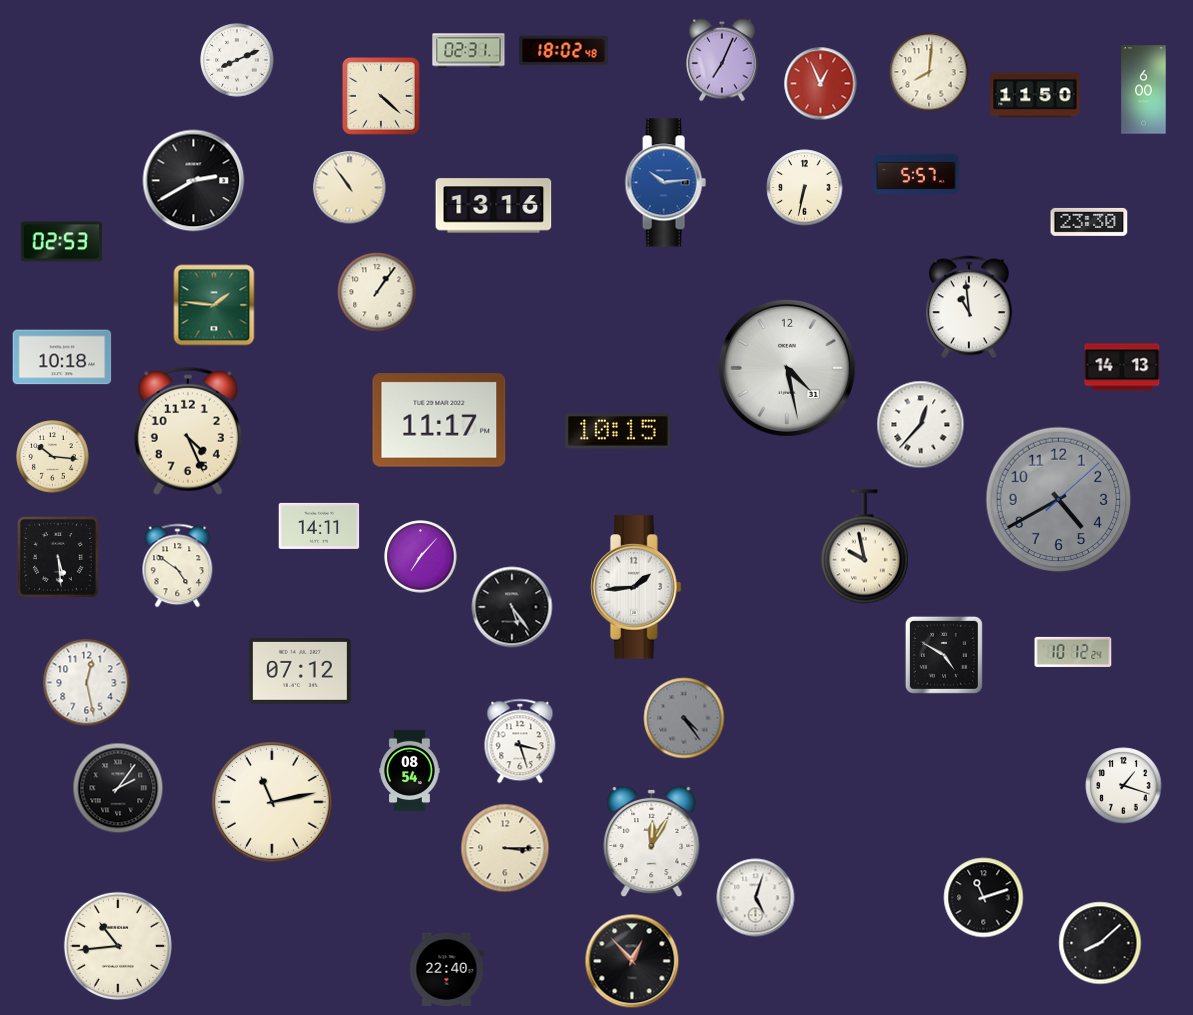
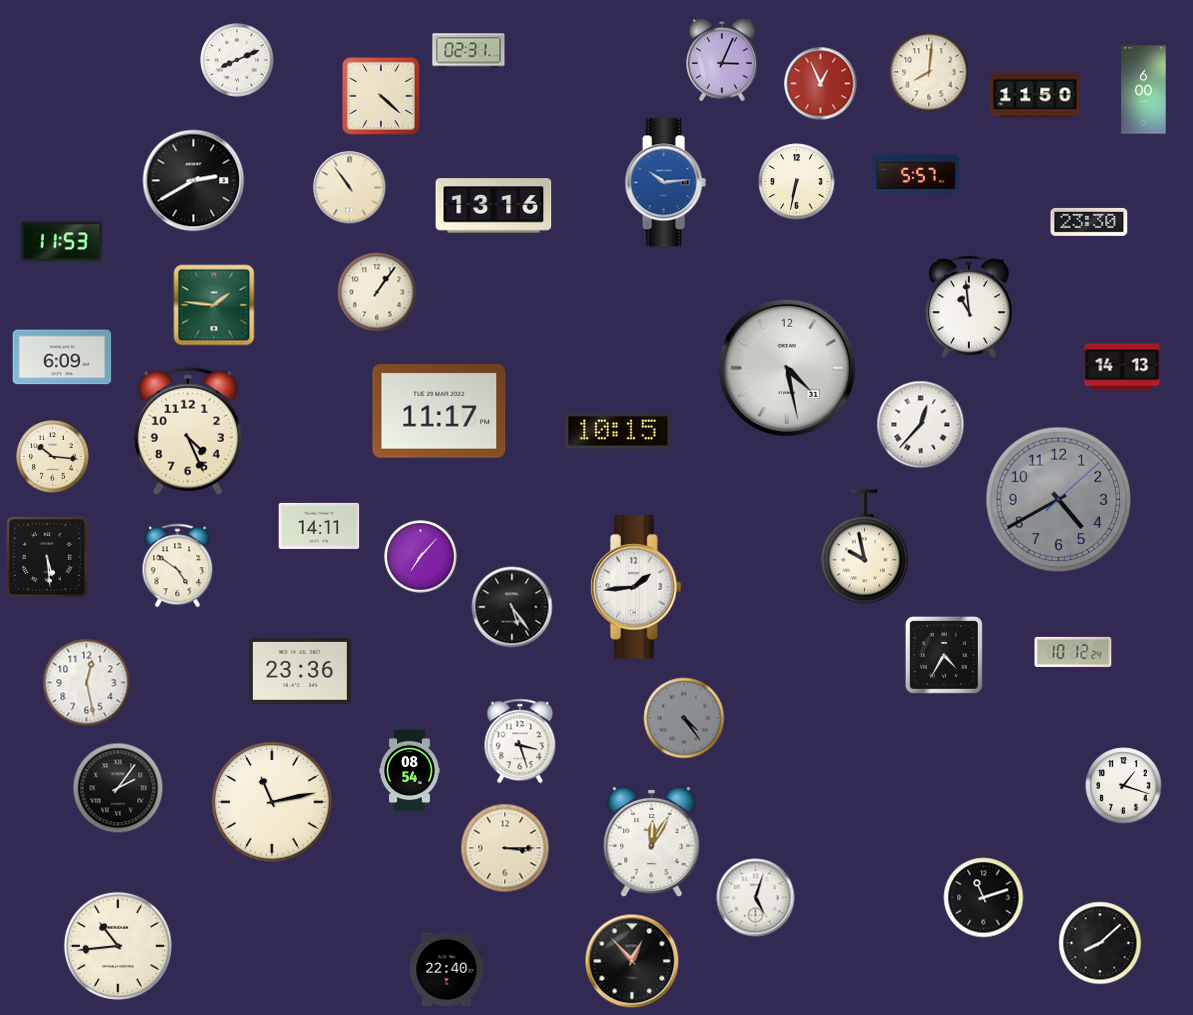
clock at (564, 51): 18:02 -> none
clock at (722, 60): 7:04 -> 3:04
clock at (805, 188) position: (805, 188) -> (797, 182)
clock at (61, 242): 02:53 -> 11:53
clock at (62, 357): 10:18 -> 6:09
clock at (439, 420) position: (439, 420) -> (439, 411)
clock at (59, 558) position: (59, 558) -> (48, 558)
clock at (944, 655): 4:50 -> 4:35
clock at (300, 671): 07:12 -> 23:36
